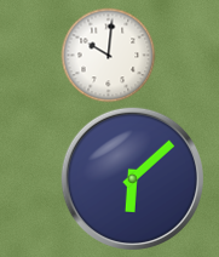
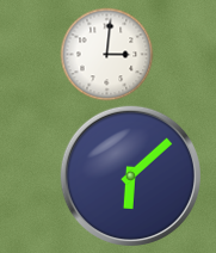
clock at (108, 55): 10:01 -> 3:01
